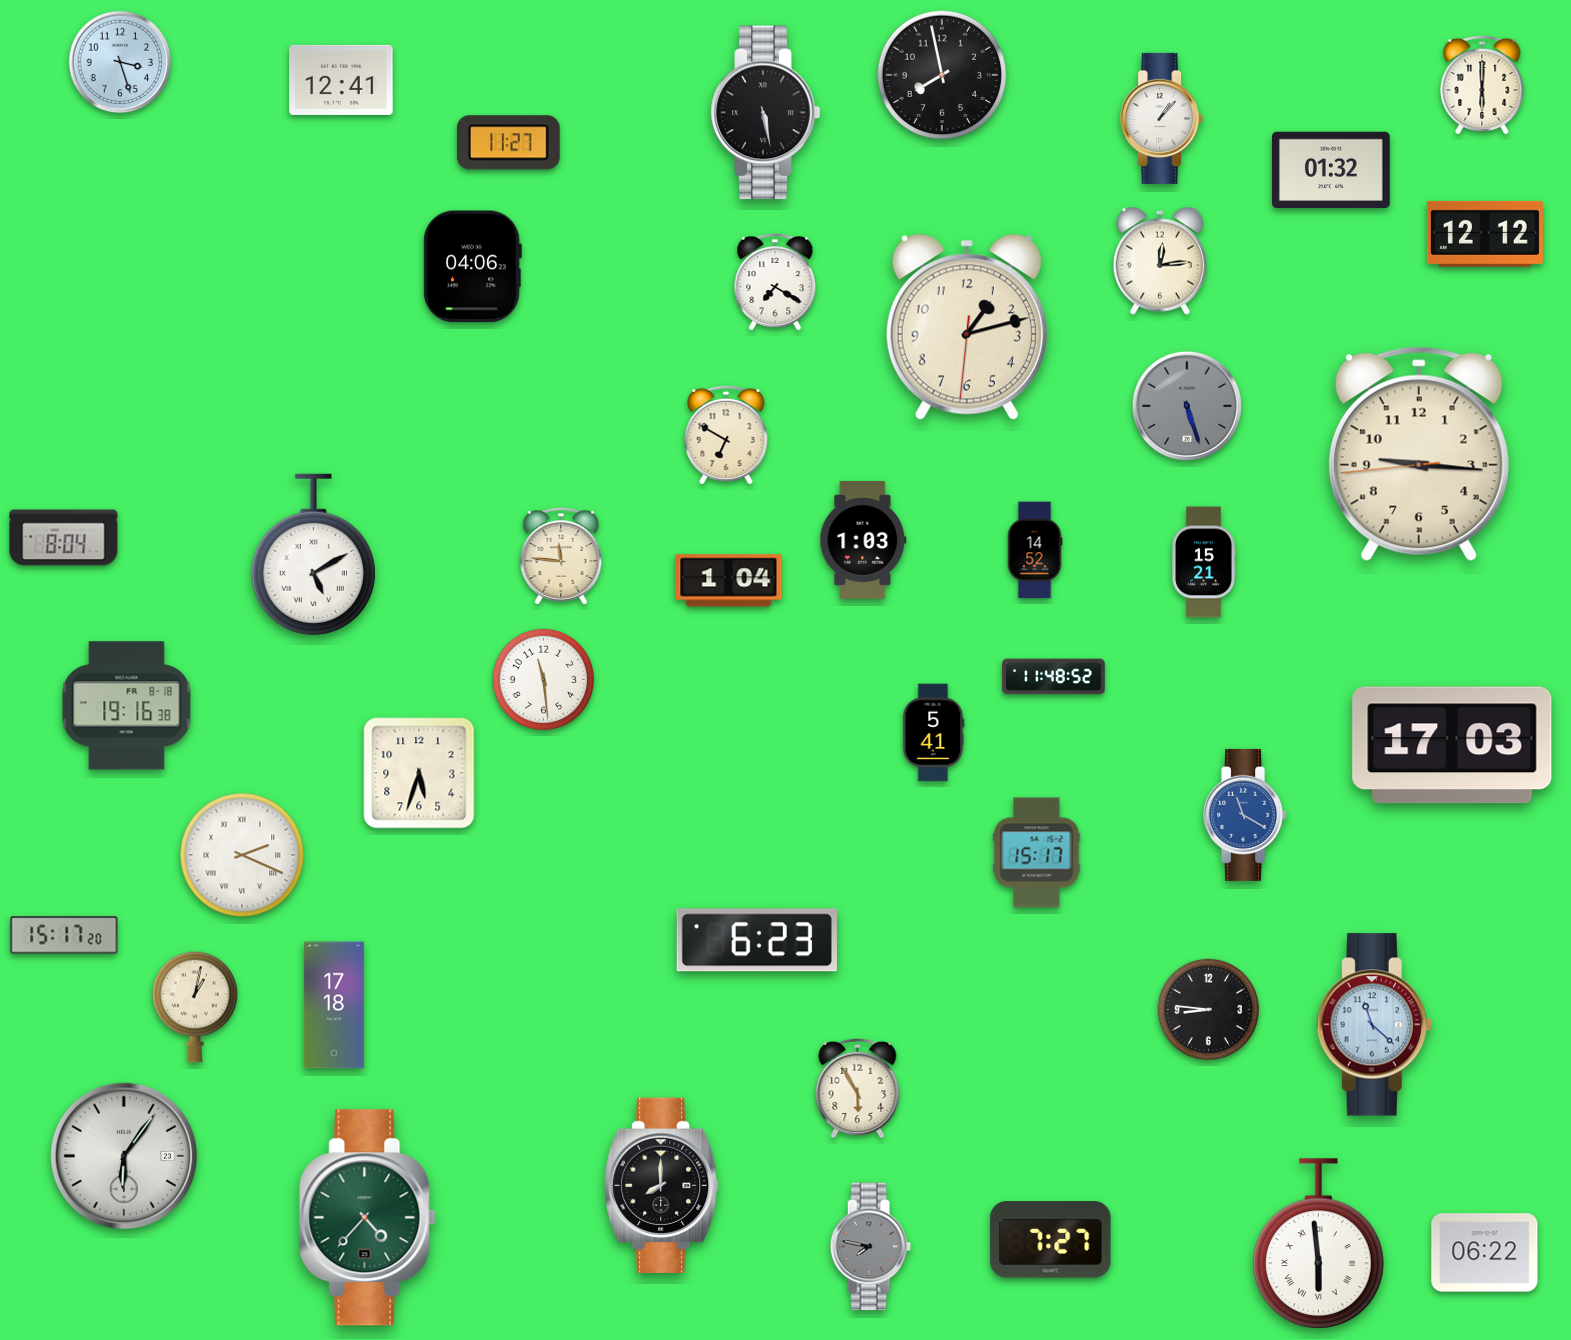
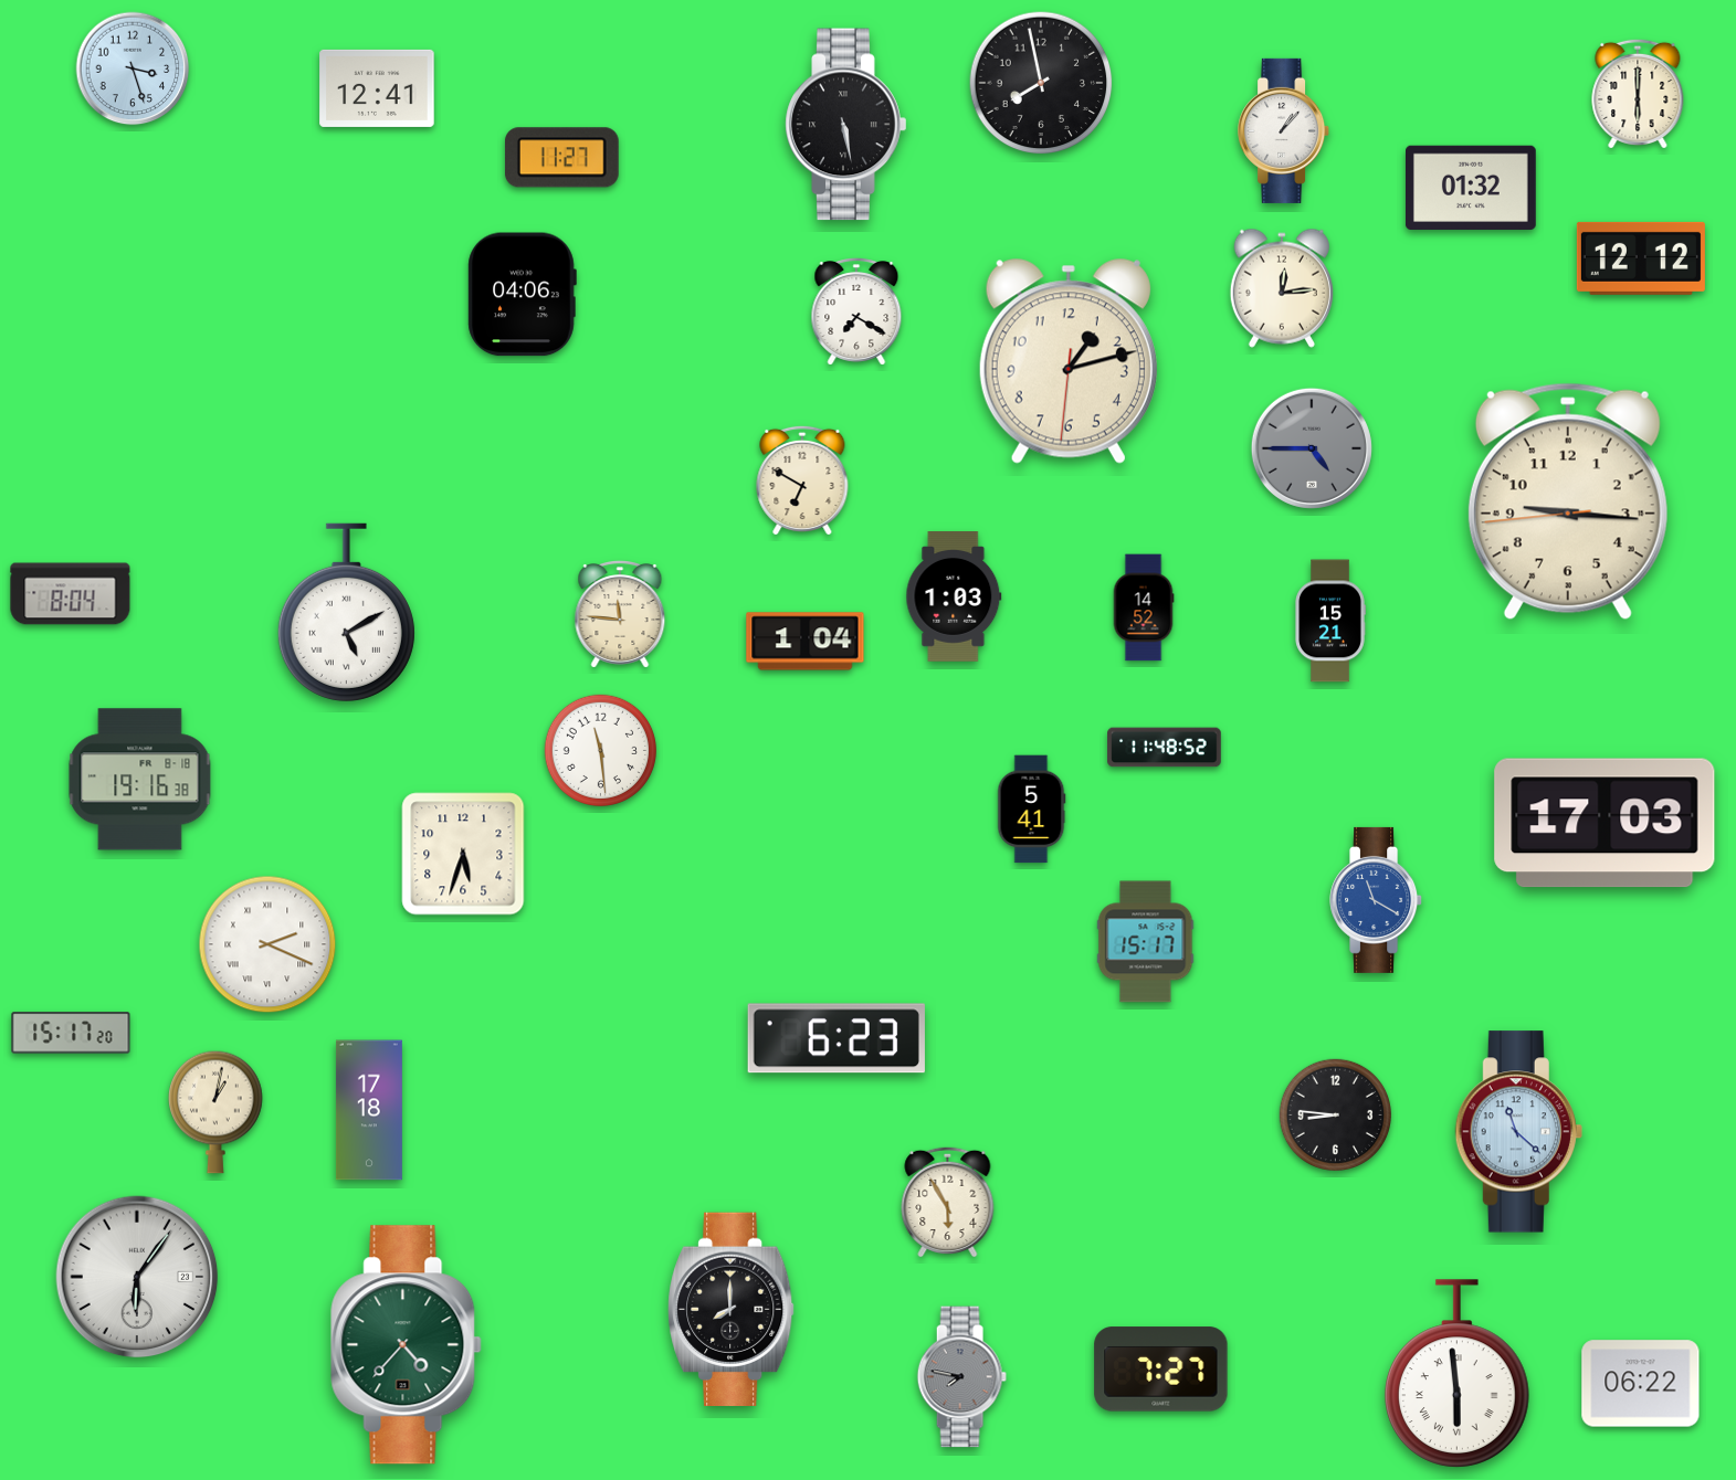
clock at (1187, 406): 5:27 -> 4:45
